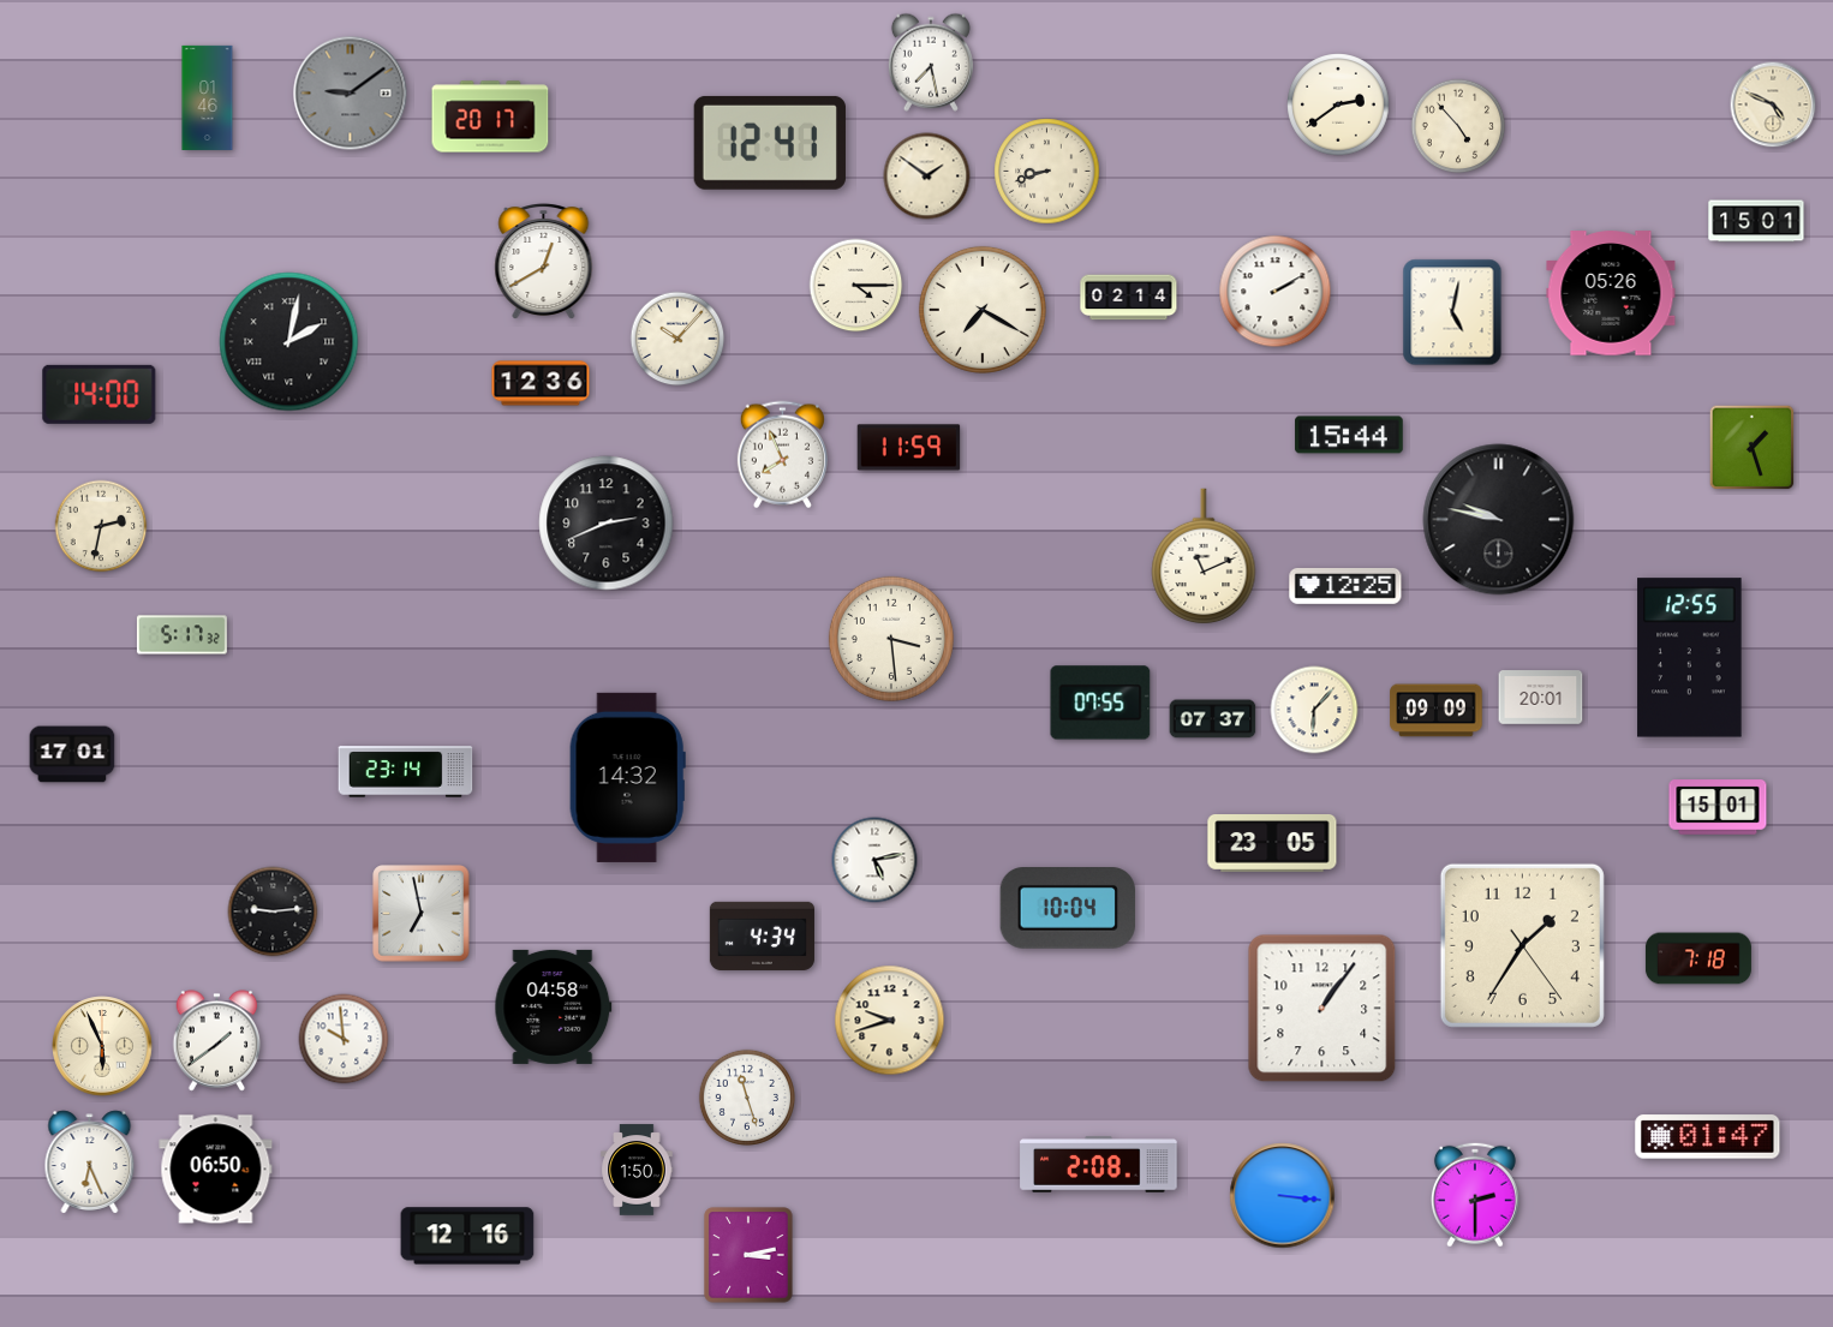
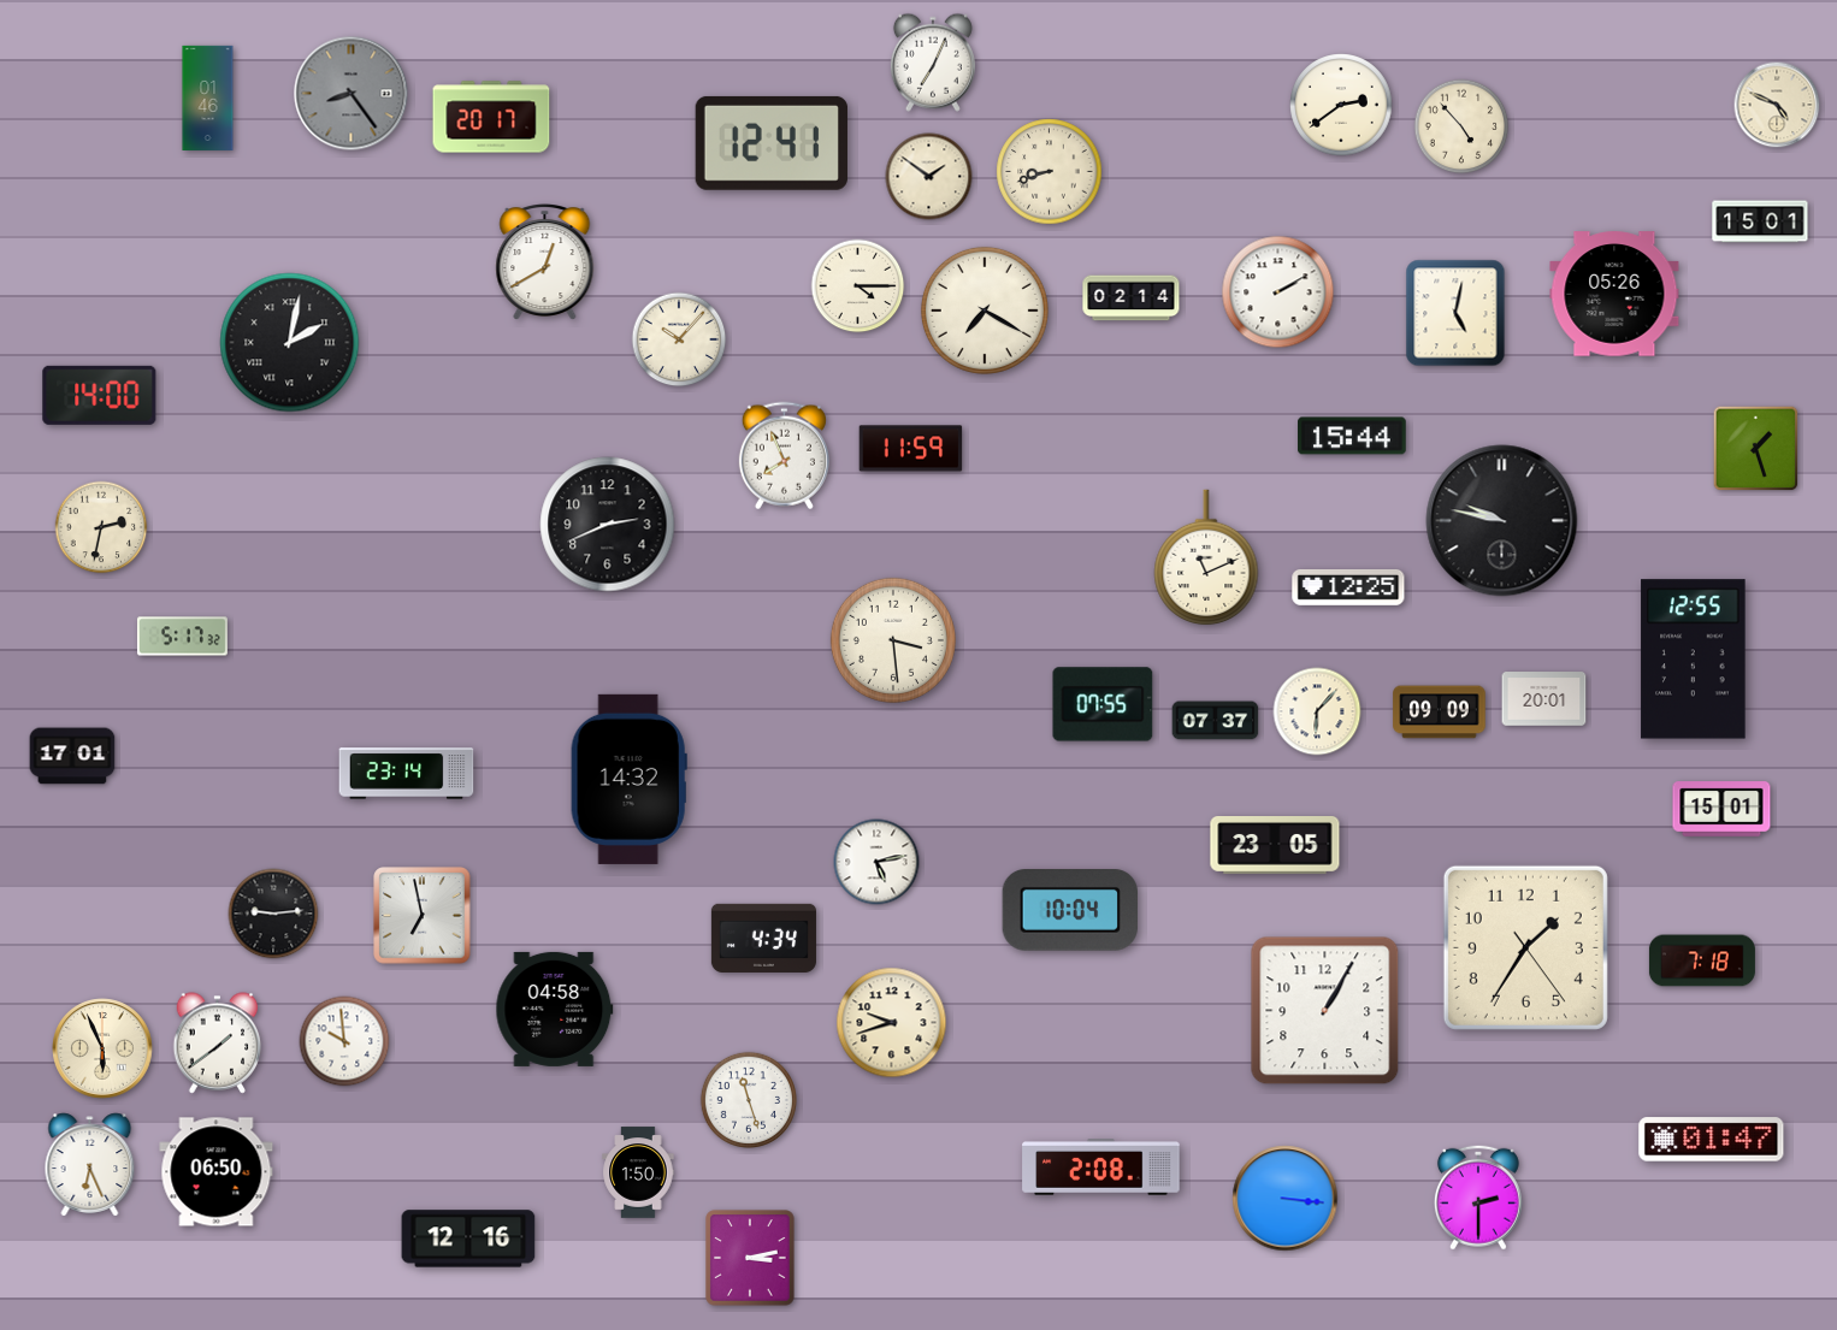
clock at (931, 62): 7:28 -> 7:04
clock at (351, 94): 9:09 -> 8:24
clock at (541, 383): 12:36 -> none
clock at (1322, 1009): 1:06 -> 1:05
